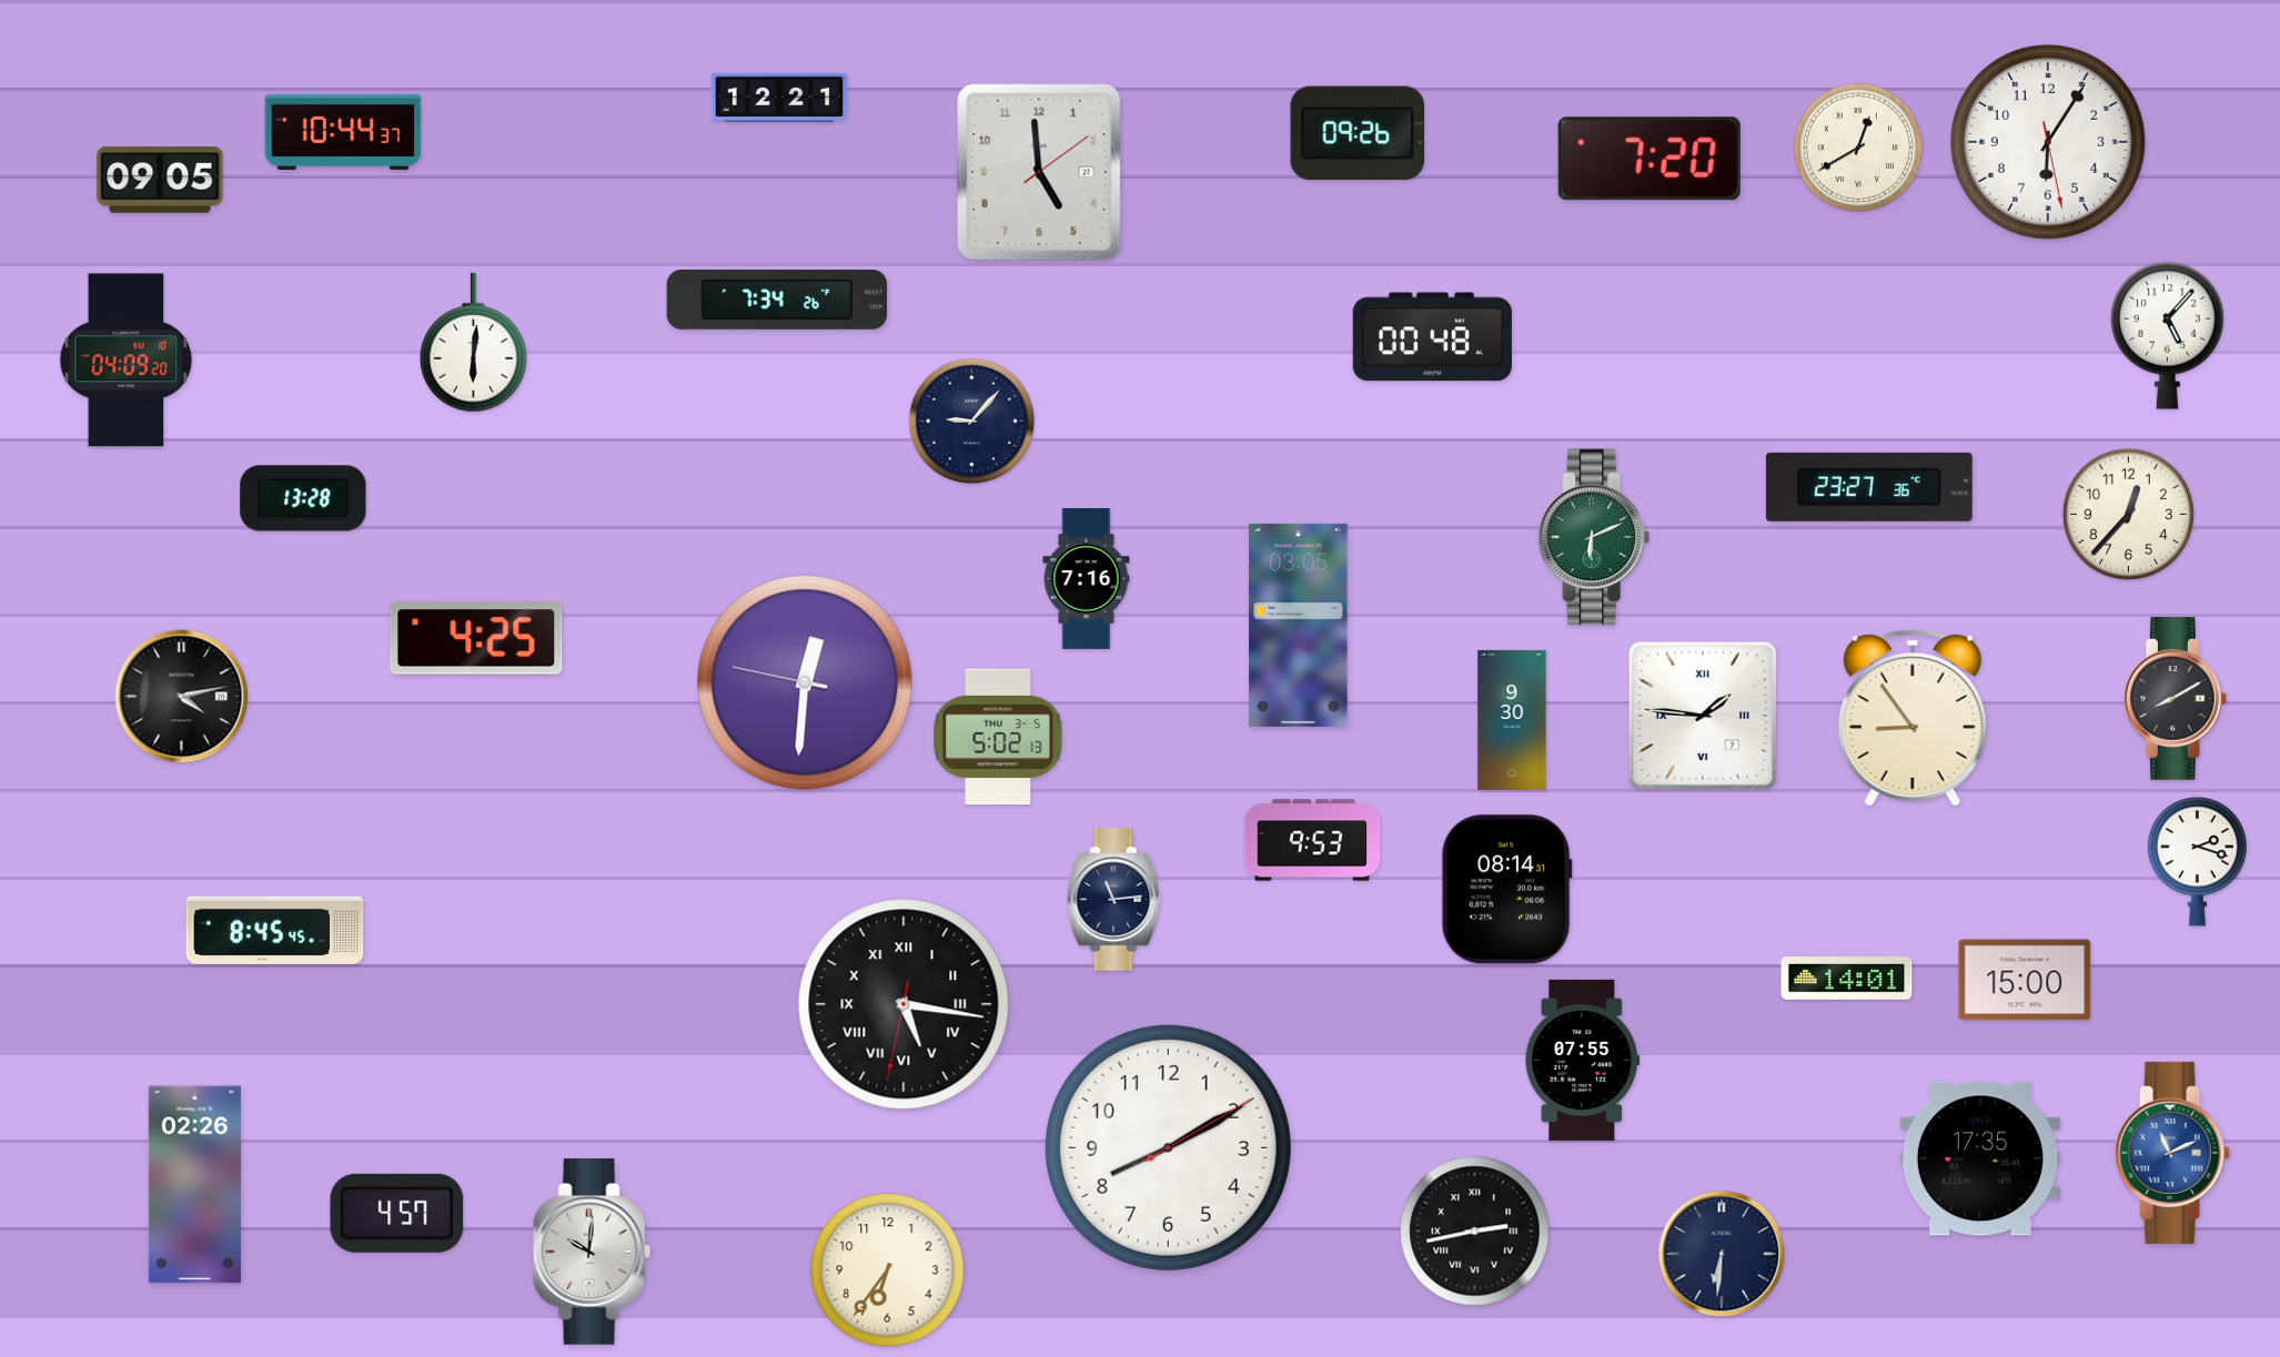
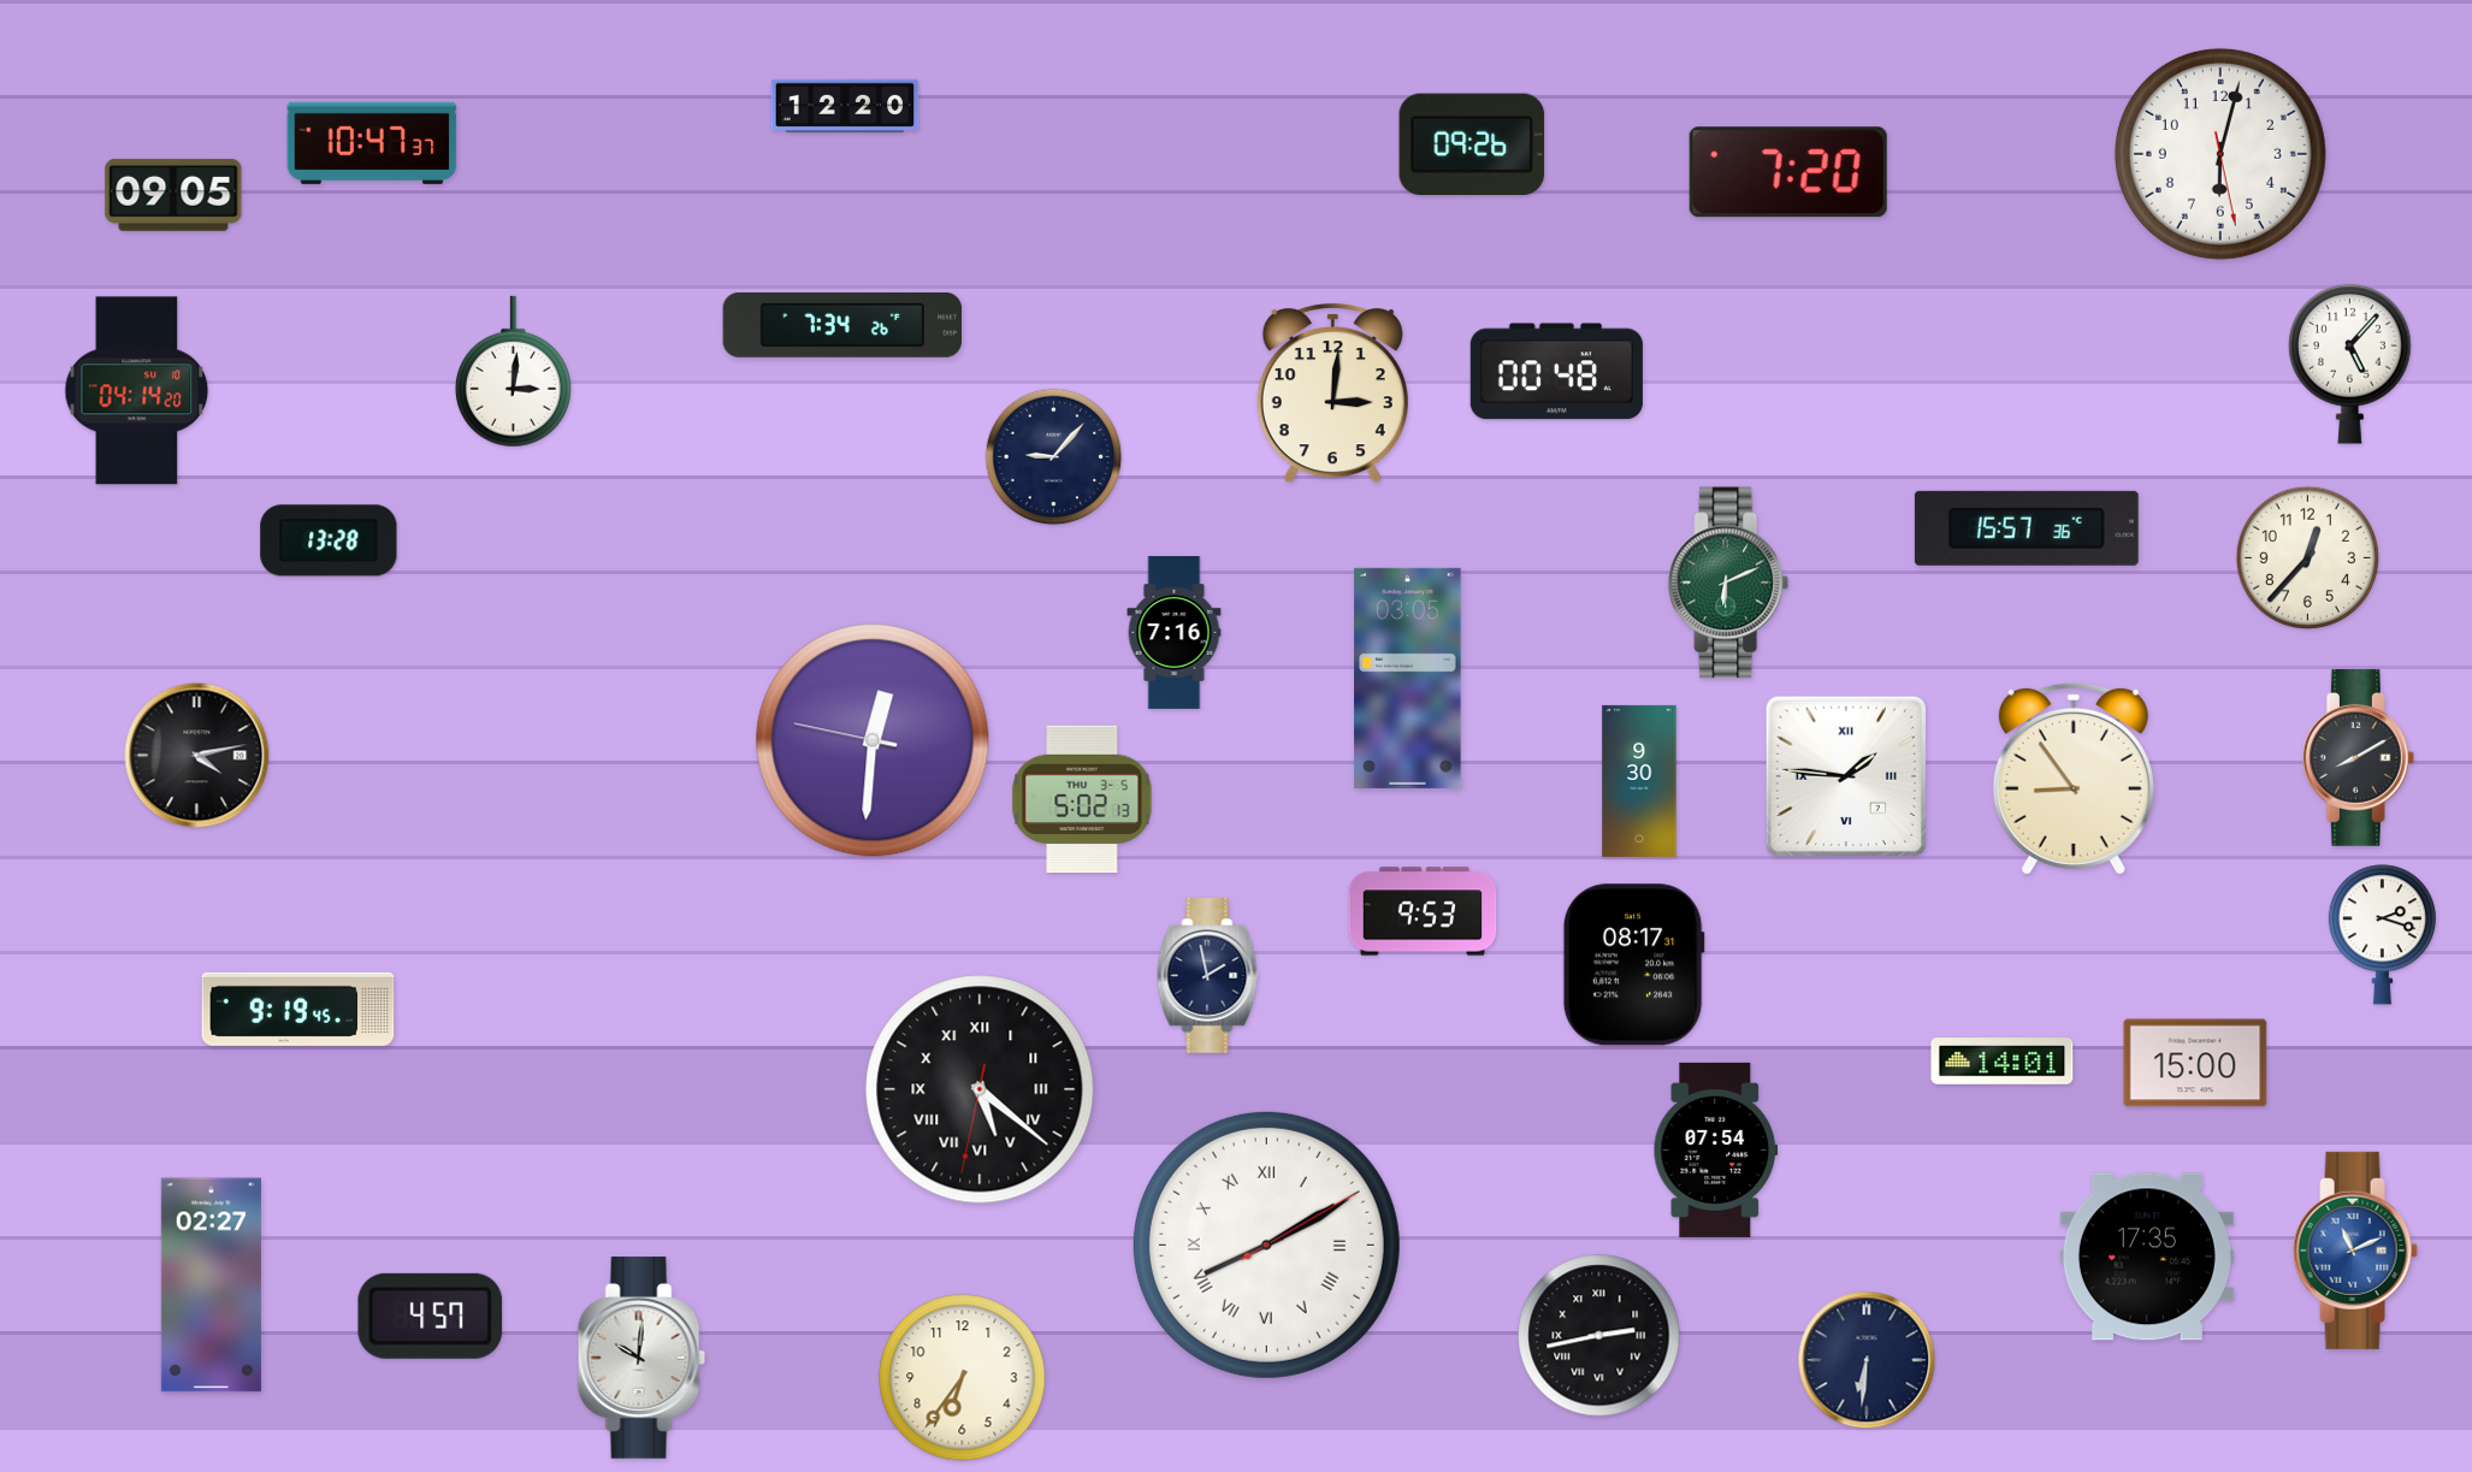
clock at (779, 98): 12:21 -> 12:20
clock at (343, 132): 10:44 -> 10:47
clock at (2048, 142): 6:05 -> 6:02
clock at (1857, 146): 12:40 -> none
clock at (1039, 172): 4:59 -> none
clock at (1432, 337) position: (1432, 337) -> (1556, 372)
clock at (473, 343): 6:01 -> 3:01
clock at (127, 361): 04:09 -> 04:14
clock at (1332, 394): none -> 3:01
clock at (1869, 487): 23:27 -> 15:57
clock at (1087, 579) position: (1087, 579) -> (1175, 633)
clock at (476, 638): 4:25 -> none
clock at (1506, 890): 08:14 -> 08:17
clock at (1114, 900): 11:14 -> 1:58
clock at (275, 930): 8:45 -> 9:19
clock at (904, 1004): 5:16 -> 5:21
clock at (1583, 1060): 07:55 -> 07:54
clock at (1168, 1147) numerals: Arabic -> Roman
clock at (194, 1185): 02:26 -> 02:27
